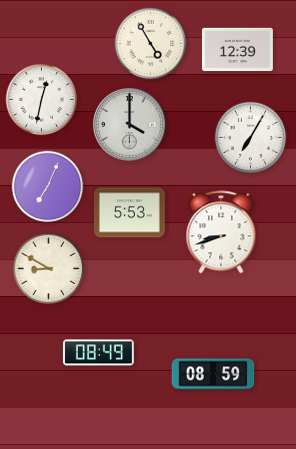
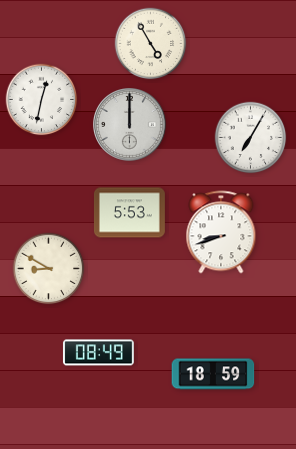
clock at (237, 50): 12:39 -> none
clock at (130, 125): 4:00 -> 12:00
clock at (48, 187): 7:04 -> none
clock at (213, 374): 08:59 -> 18:59
